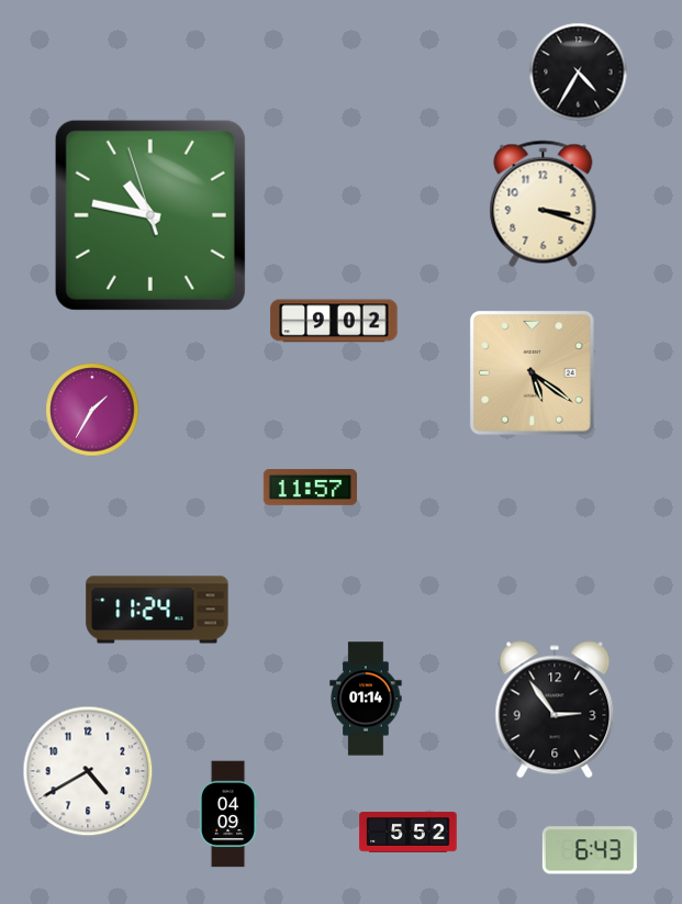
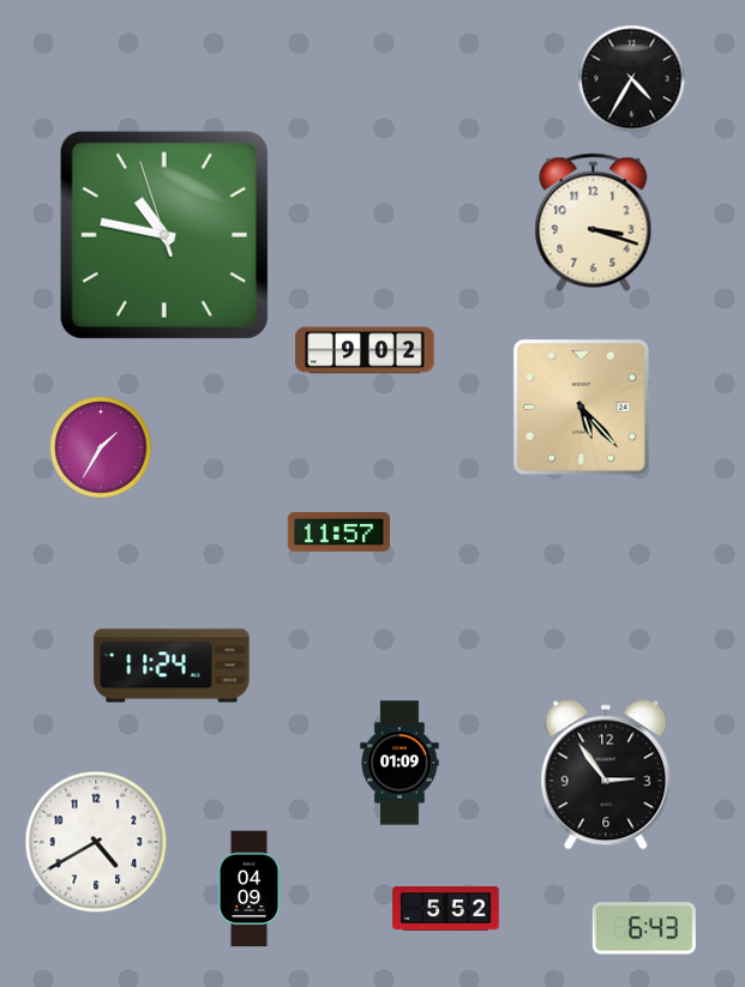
clock at (532, 372): 5:21 -> 5:23
clock at (366, 699): 01:14 -> 01:09
